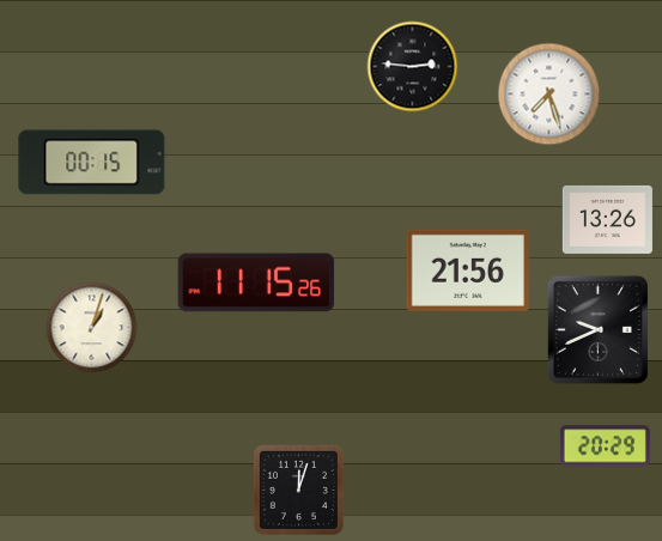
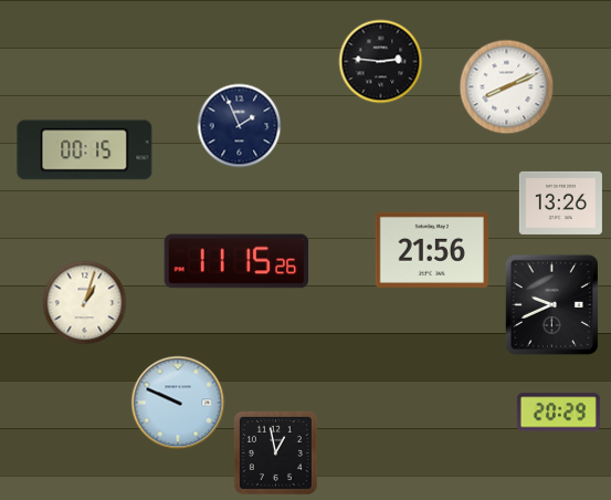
clock at (549, 95): 7:27 -> 8:11
clock at (240, 126): none -> 1:56
clock at (178, 403): none -> 9:49
clock at (298, 490): 12:03 -> 12:58
